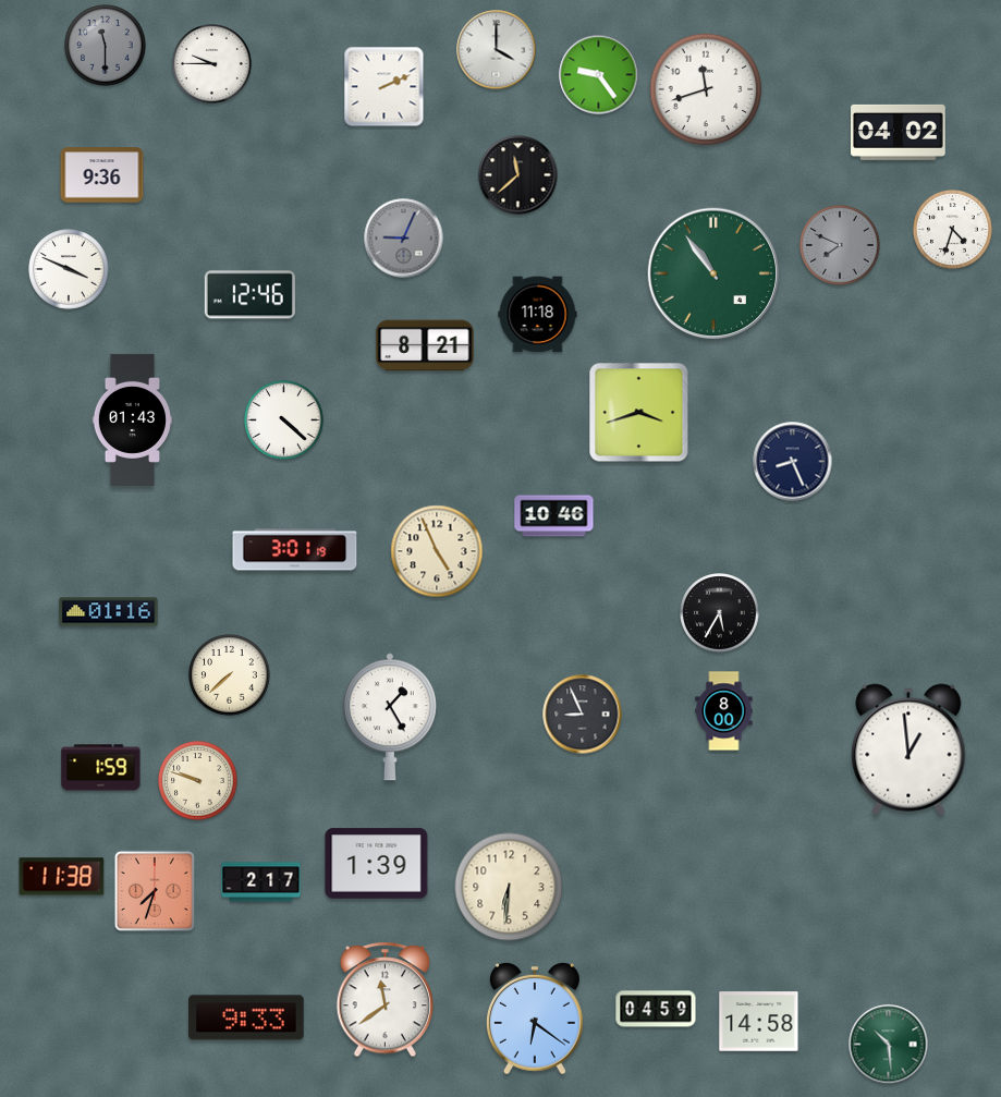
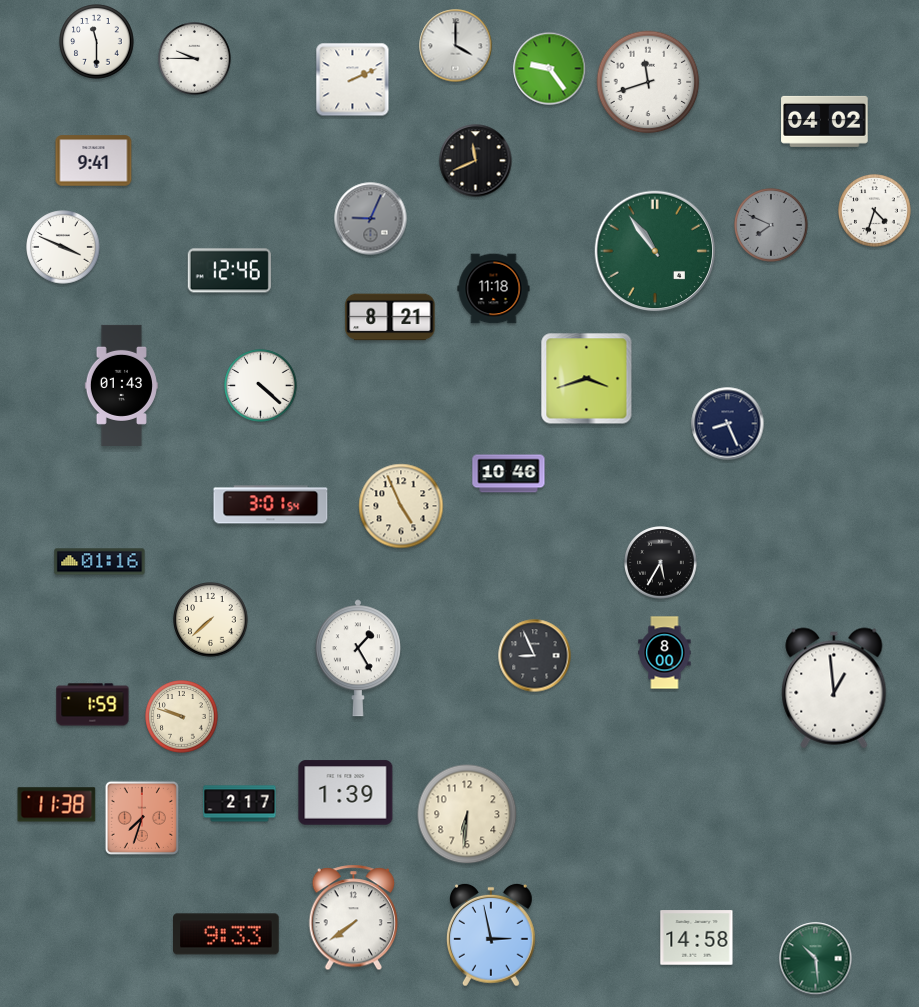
clock at (106, 46) dial: grey -> white
clock at (102, 175): 9:36 -> 9:41
clock at (518, 175): 11:38 -> 11:41
clock at (295, 550): 3:01:19 -> 3:01:54
clock at (261, 882) position: (261, 882) -> (240, 804)
clock at (386, 1000): 11:39 -> 7:39
clock at (656, 1009): 04:59 -> none
clock at (535, 1019): 6:21 -> 2:58
